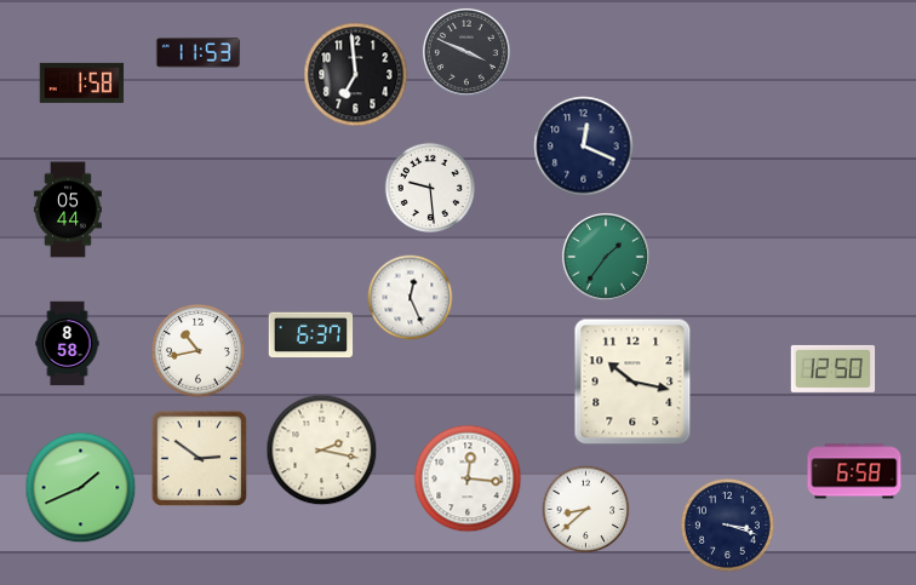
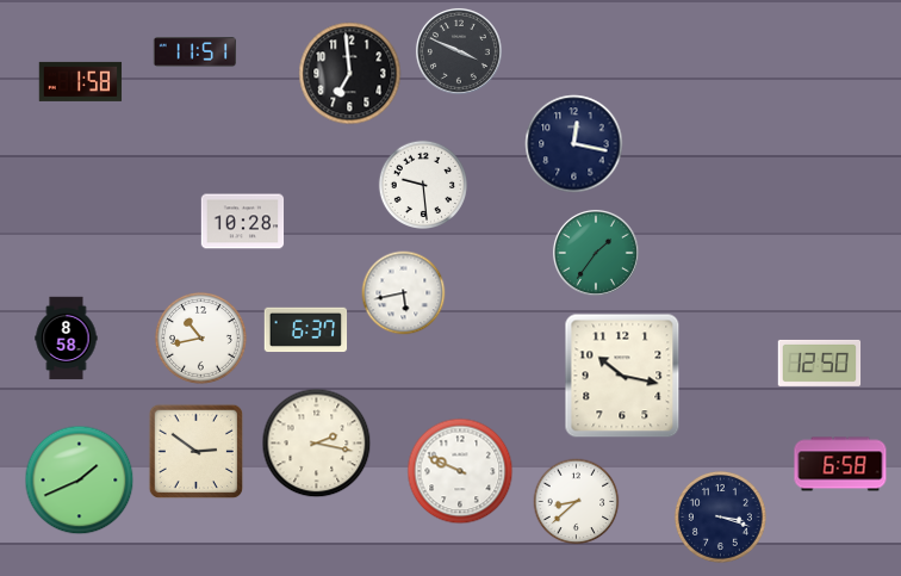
clock at (199, 53): 11:53 -> 11:51
clock at (584, 147): 12:19 -> 12:17
clock at (68, 210): 05:44 -> none
clock at (243, 222): none -> 10:28
clock at (411, 298): 12:26 -> 5:43
clock at (197, 350) position: (197, 350) -> (200, 337)
clock at (468, 478): 12:16 -> 9:49
clock at (727, 524) position: (727, 524) -> (720, 516)
